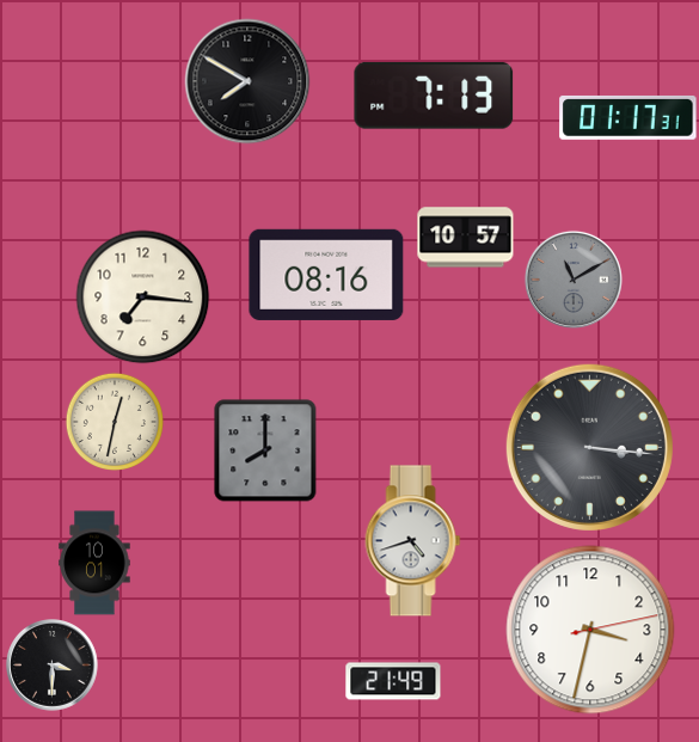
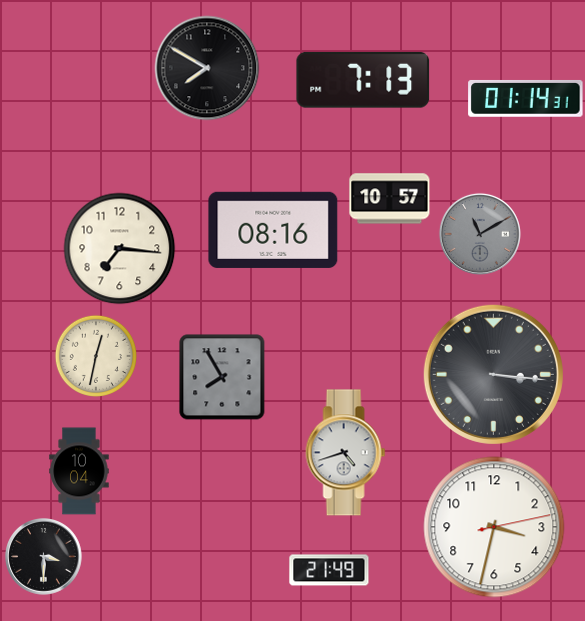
clock at (629, 117): 01:17 -> 01:14
clock at (114, 421) position: (114, 421) -> (95, 355)
clock at (265, 450): 8:00 -> 7:55
clock at (94, 563): 10:01 -> 10:04
